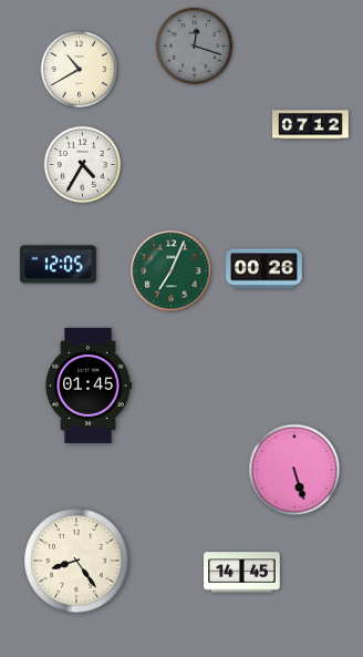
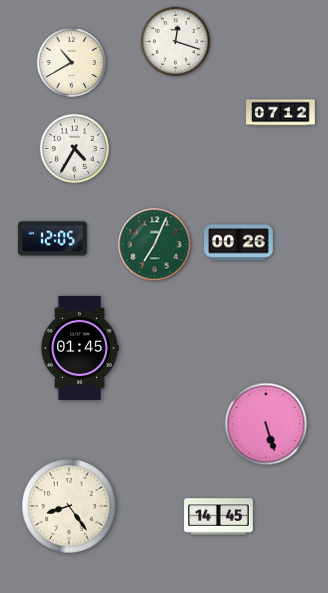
clock at (194, 45) dial: grey -> white
